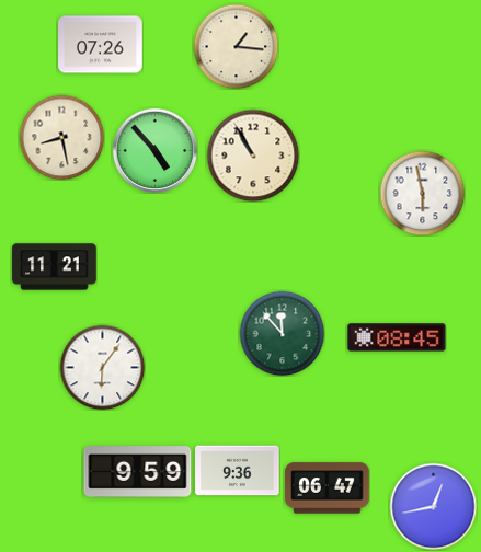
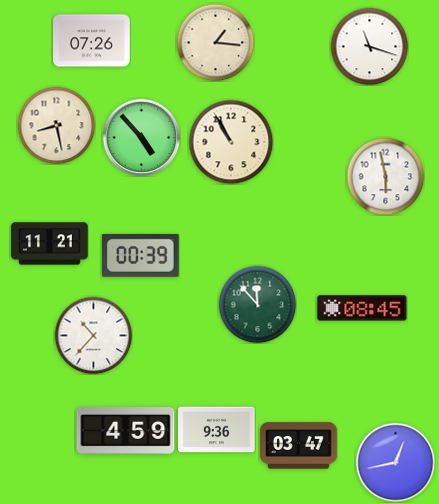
clock at (369, 46): none -> 11:18
clock at (141, 255): none -> 00:39
clock at (102, 367): 6:06 -> 10:37
clock at (138, 472): 9:59 -> 4:59
clock at (328, 488): 06:47 -> 03:47
